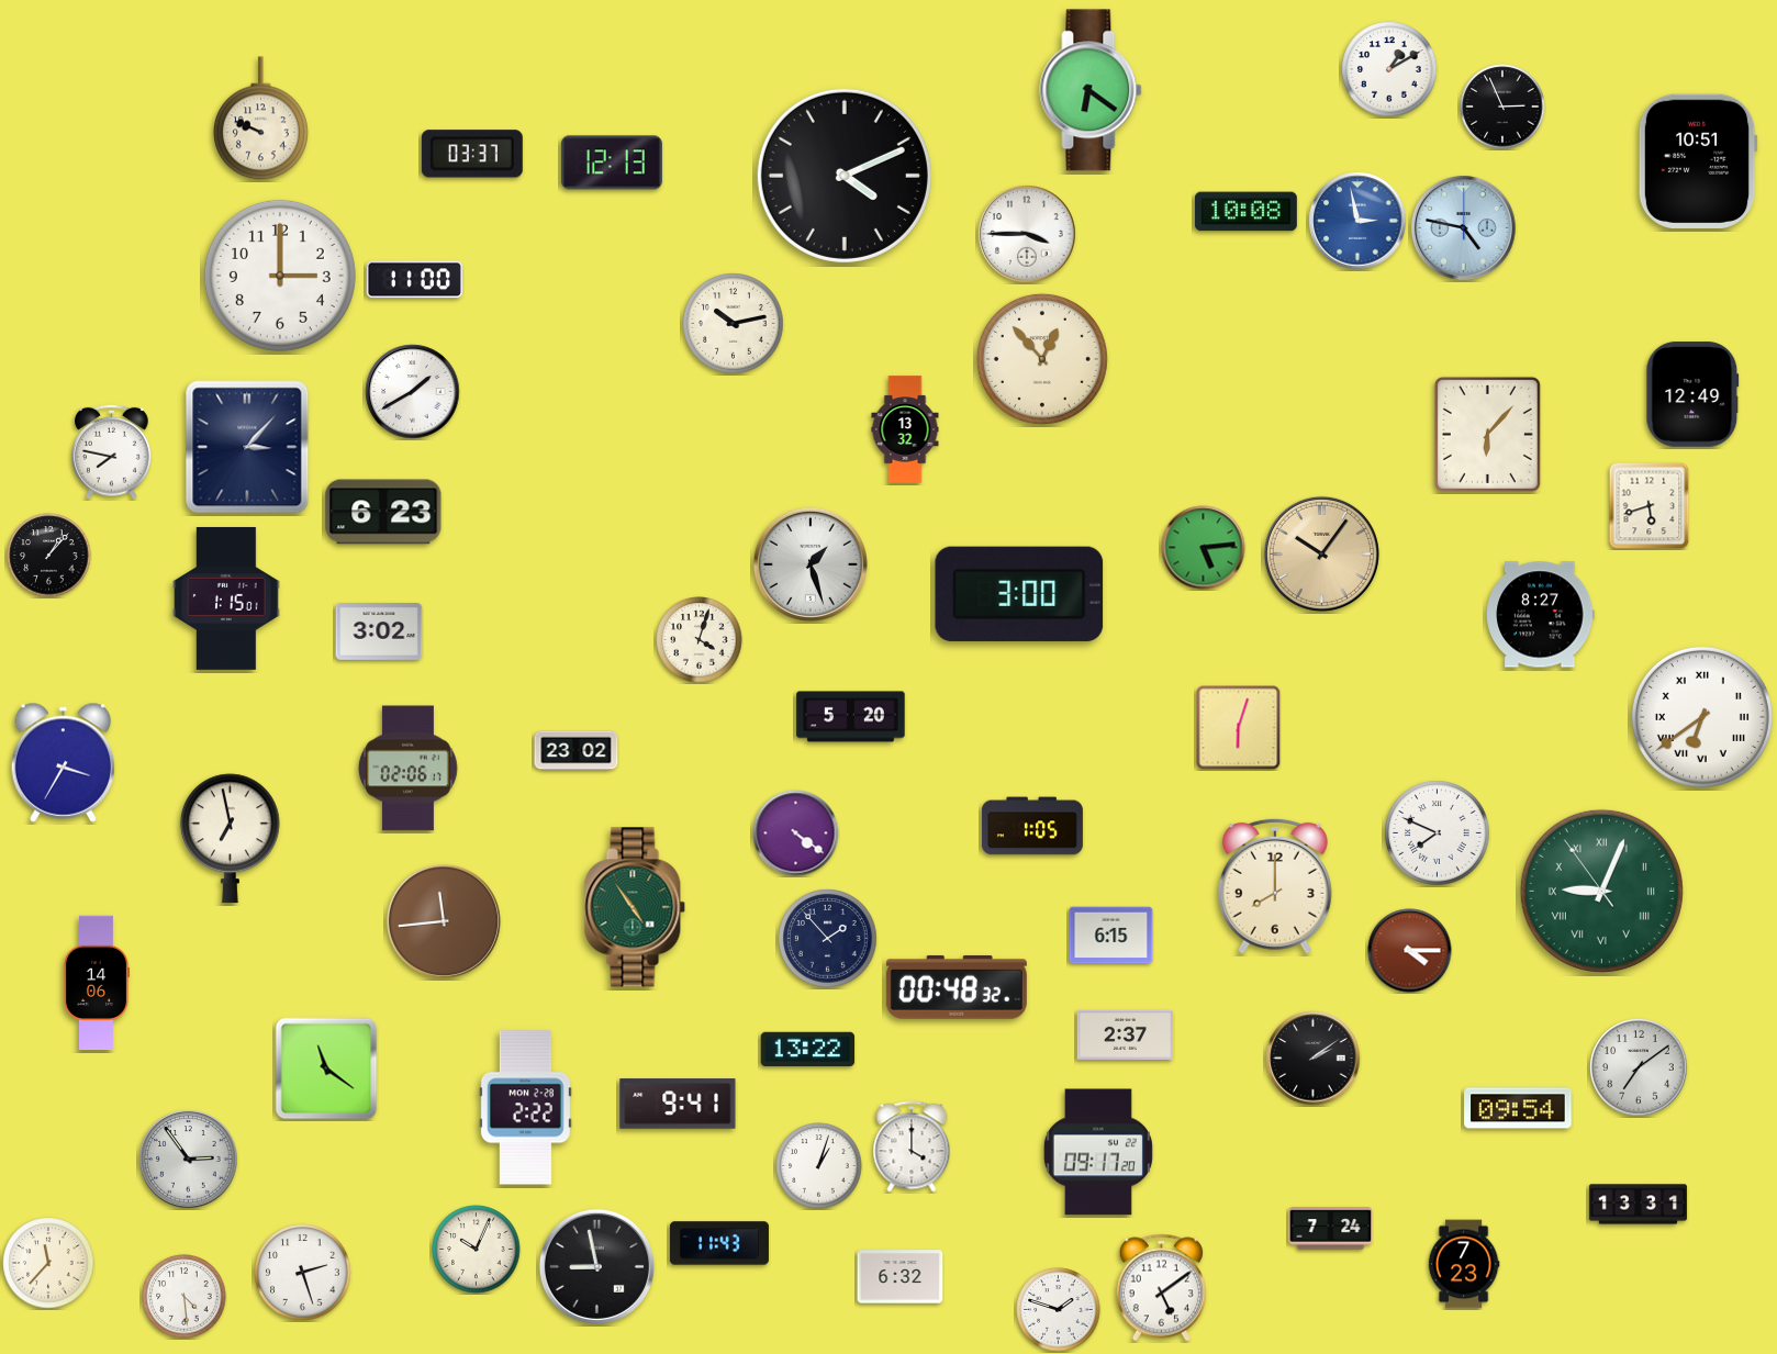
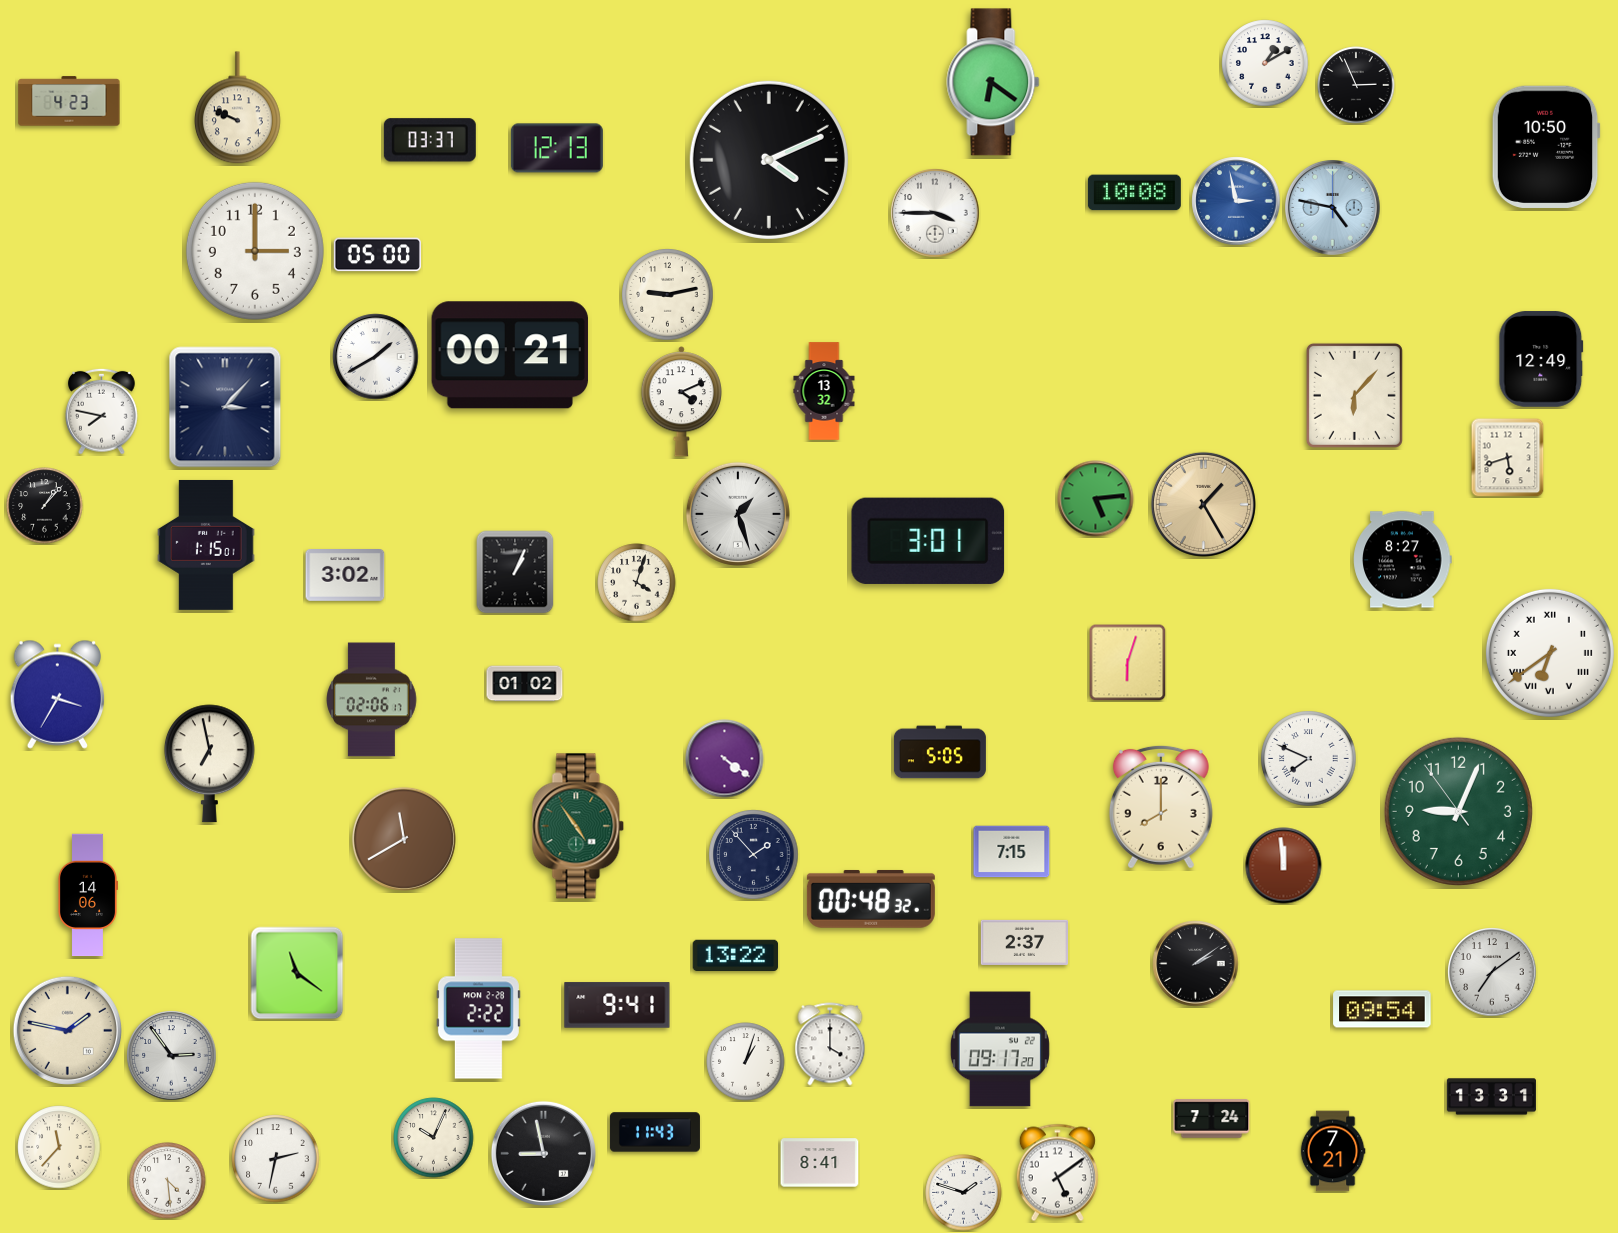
clock at (1502, 107) position: (1502, 107) -> (1356, 85)
clock at (69, 101): none -> 4:23
clock at (1698, 161): 10:51 -> 10:50
clock at (414, 280): 11:00 -> 05:00
clock at (734, 324): 10:13 -> 9:13
clock at (1042, 359): 12:53 -> none
clock at (510, 355): none -> 00:21
clock at (681, 402): none -> 4:11
clock at (1650, 506) position: (1650, 506) -> (1508, 458)
clock at (383, 512): 6:23 -> none
clock at (1321, 553): 10:06 -> 1:25
clock at (1019, 594): 3:00 -> 3:01
clock at (515, 572): none -> 1:04
clock at (851, 717): 5:20 -> none
clock at (577, 751): 23:02 -> 01:02
clock at (1032, 826): 1:05 -> 5:05
clock at (1601, 891) numerals: Roman -> Arabic
clock at (444, 921): 11:44 -> 11:40
clock at (1111, 936): 6:15 -> 7:15
clock at (1410, 951): 4:15 -> 11:59
clock at (67, 1030): none -> 1:47
clock at (48, 1263) position: (48, 1263) -> (59, 1147)
clock at (1464, 1264): 7:23 -> 7:21
clock at (303, 1273): 2:27 -> 2:32
clock at (901, 1277): 6:32 -> 8:41
